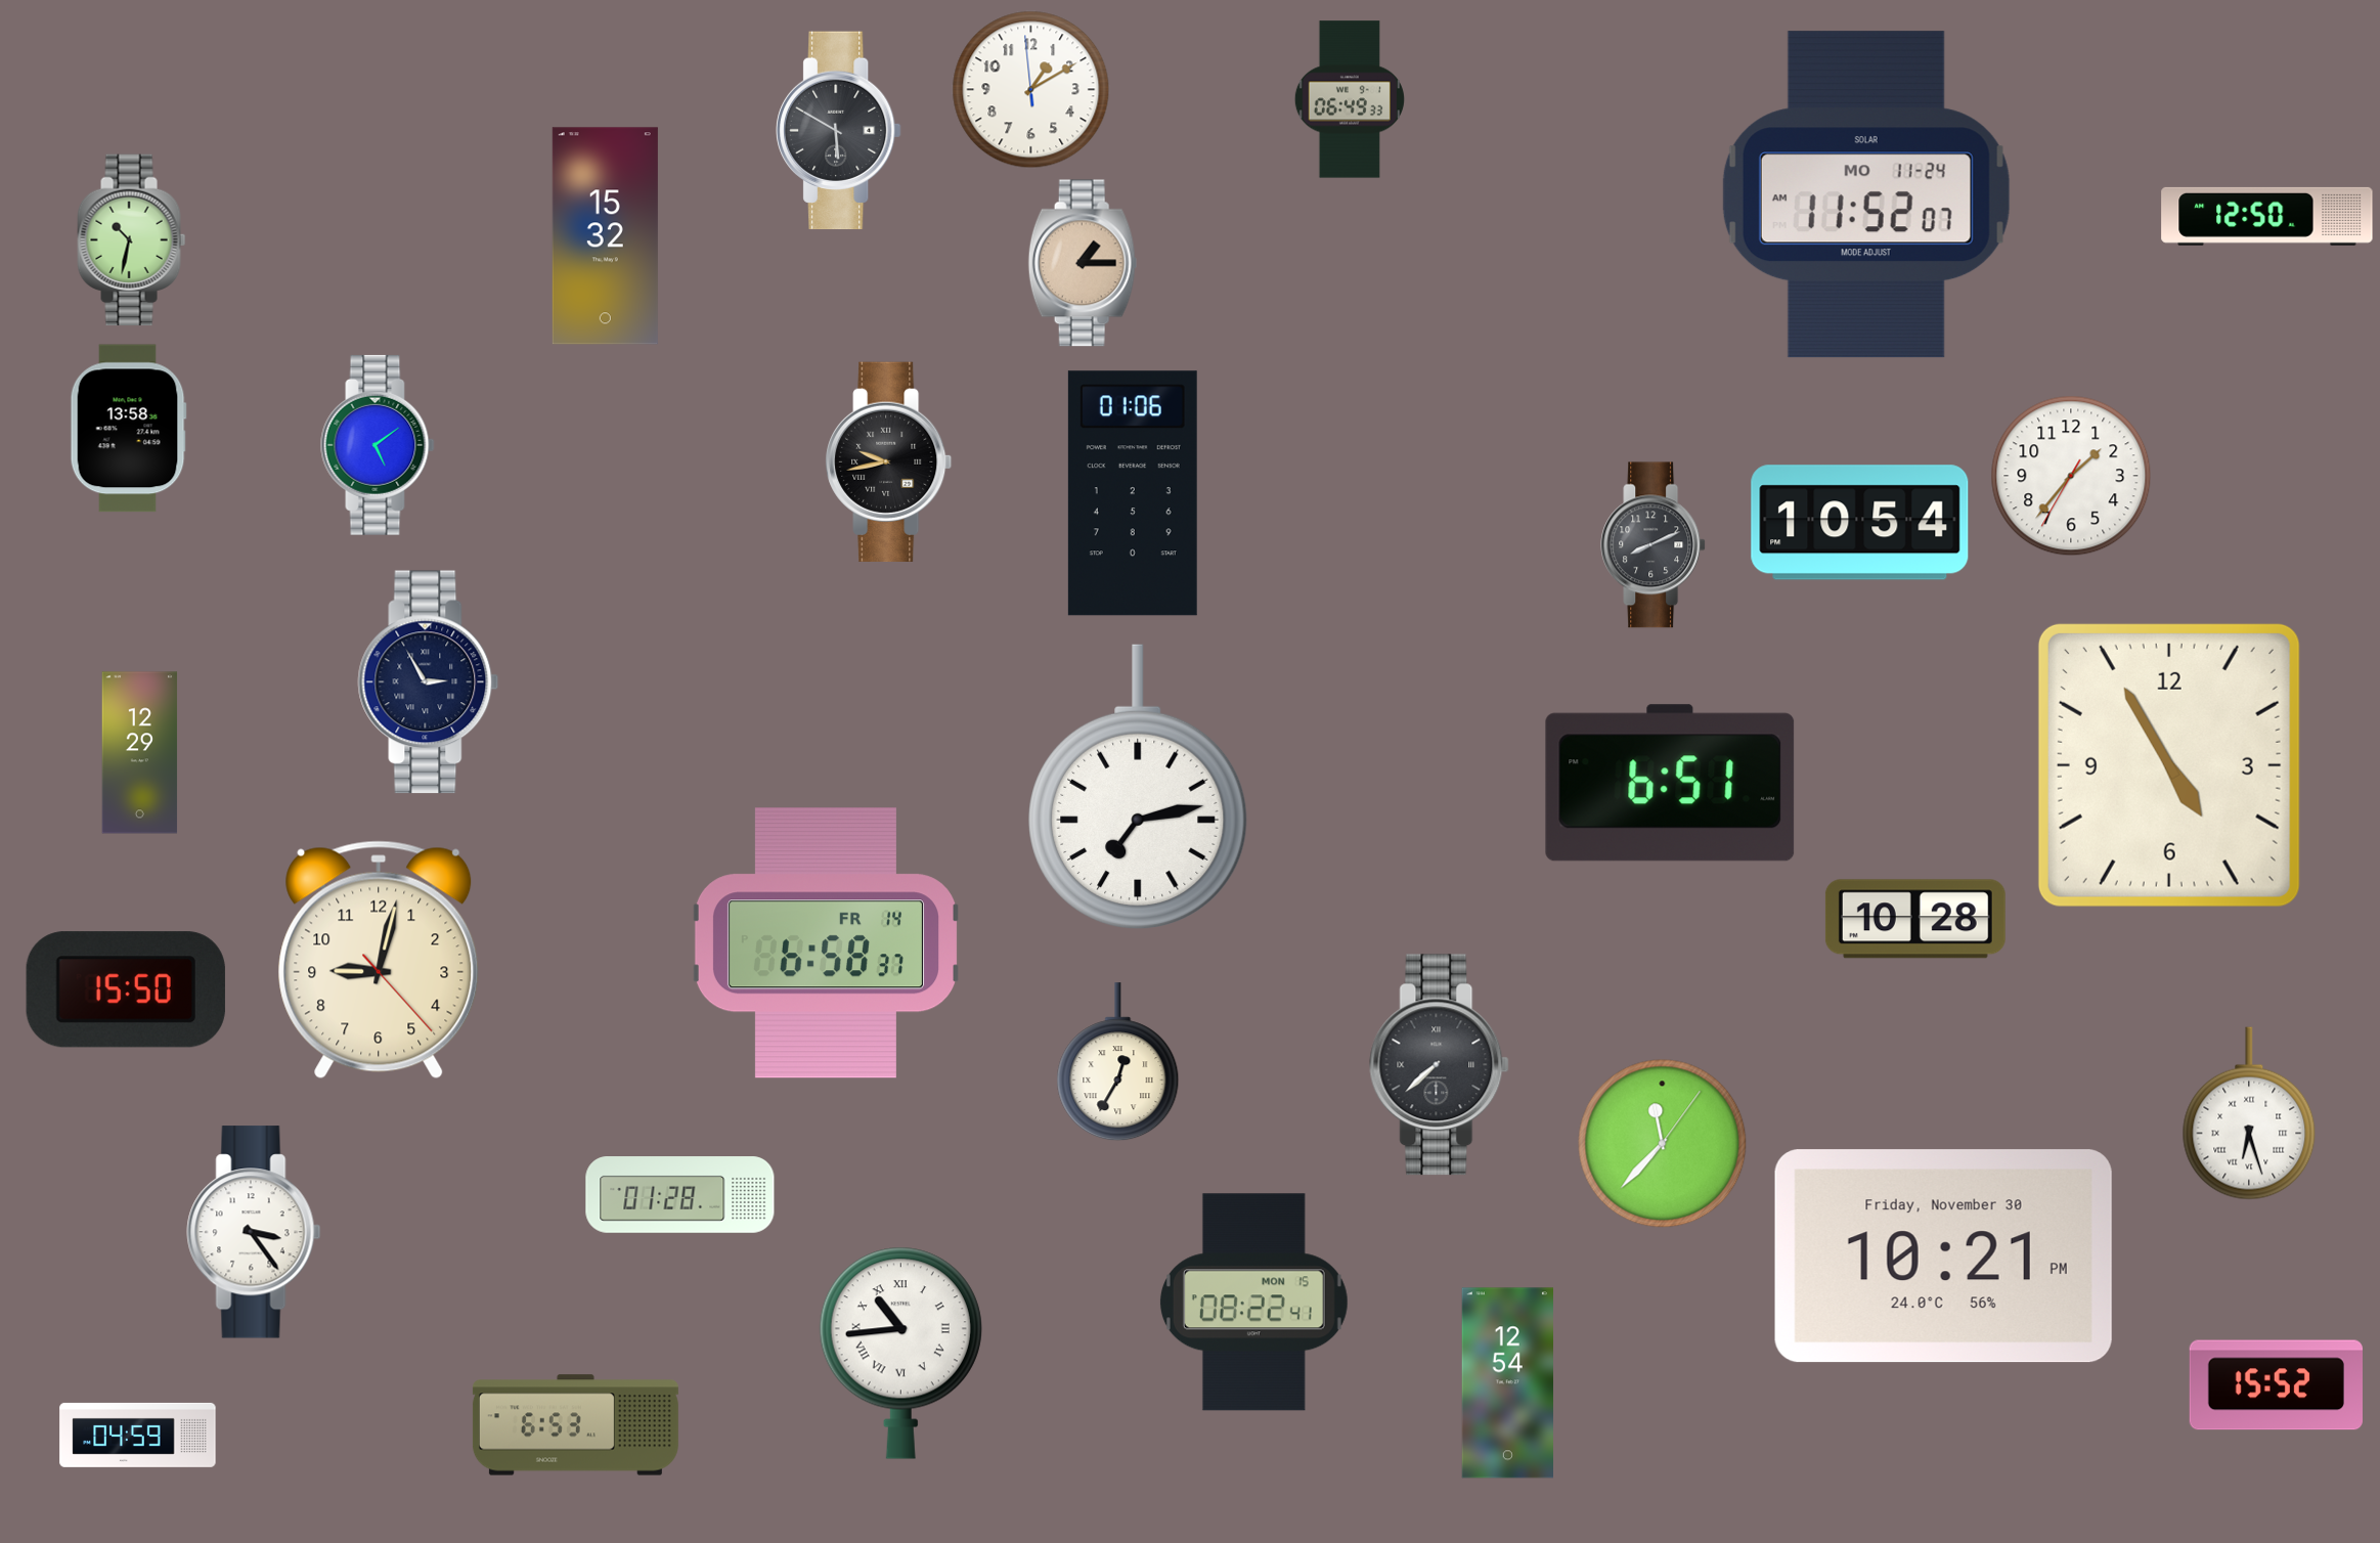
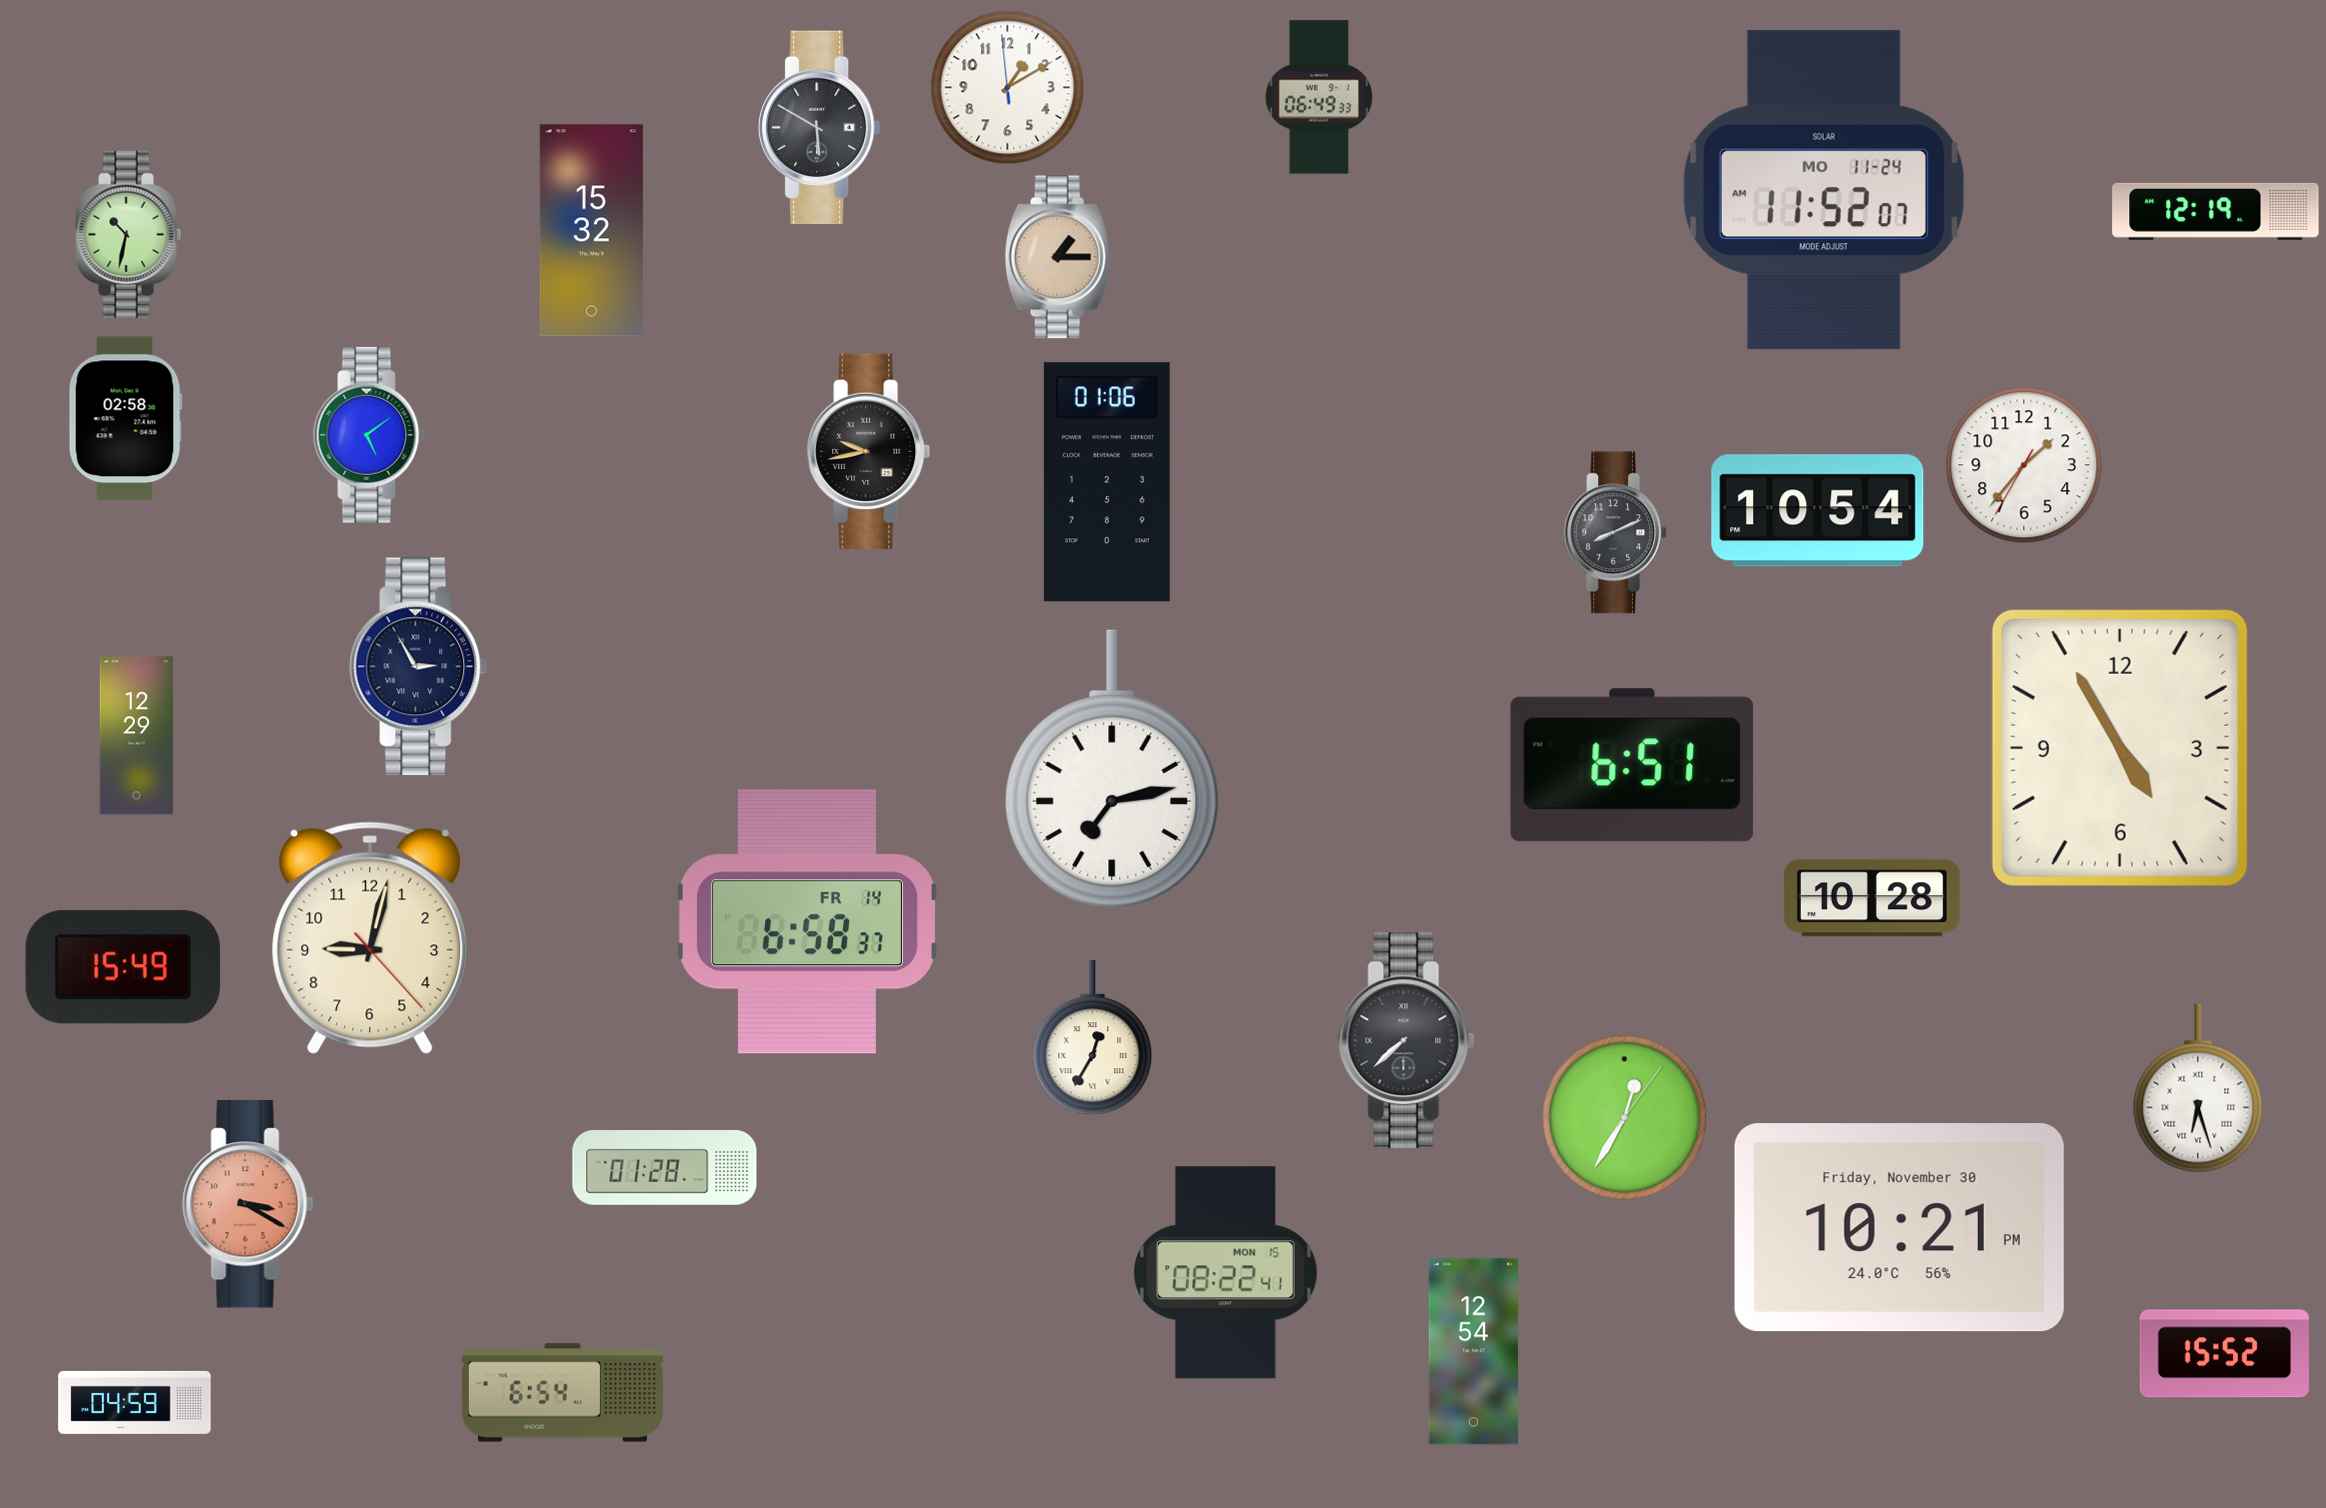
clock at (2267, 216): 12:50 -> 12:19
clock at (128, 429): 13:58 -> 02:58
clock at (126, 989): 15:50 -> 15:49
clock at (1663, 1144): 11:37 -> 12:35
clock at (254, 1232): 3:24 -> 3:20
clock at (254, 1232) dial: white -> salmon
clock at (900, 1353): 10:44 -> none
clock at (575, 1425): 6:53 -> 6:54
